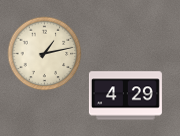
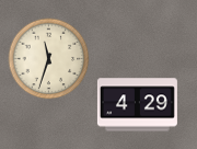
clock at (45, 54): 1:13 -> 11:33
